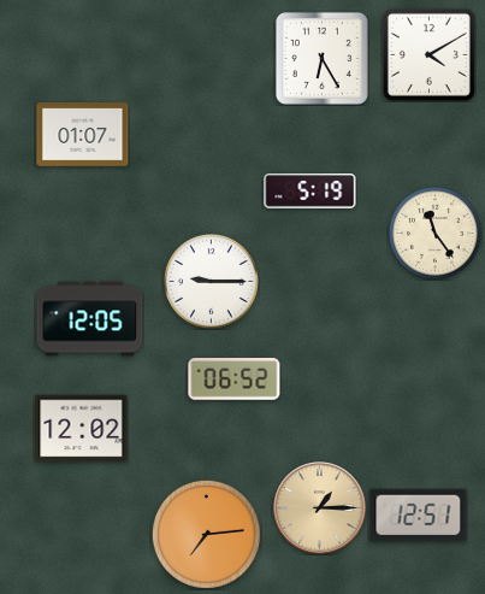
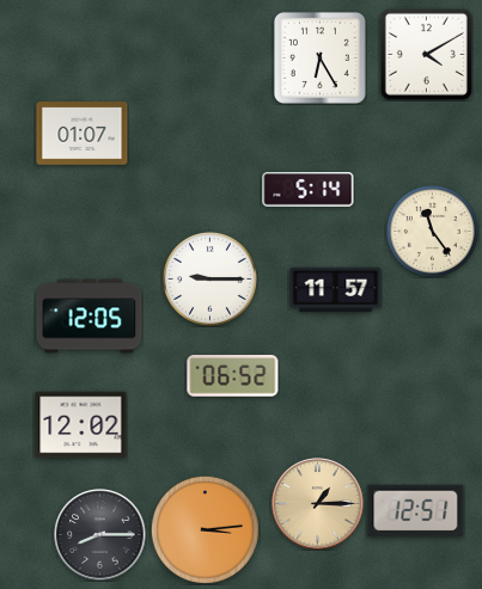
clock at (310, 192): 5:19 -> 5:14
clock at (336, 290): none -> 11:57
clock at (206, 534): 7:14 -> 3:14
clock at (100, 535): none -> 8:15
